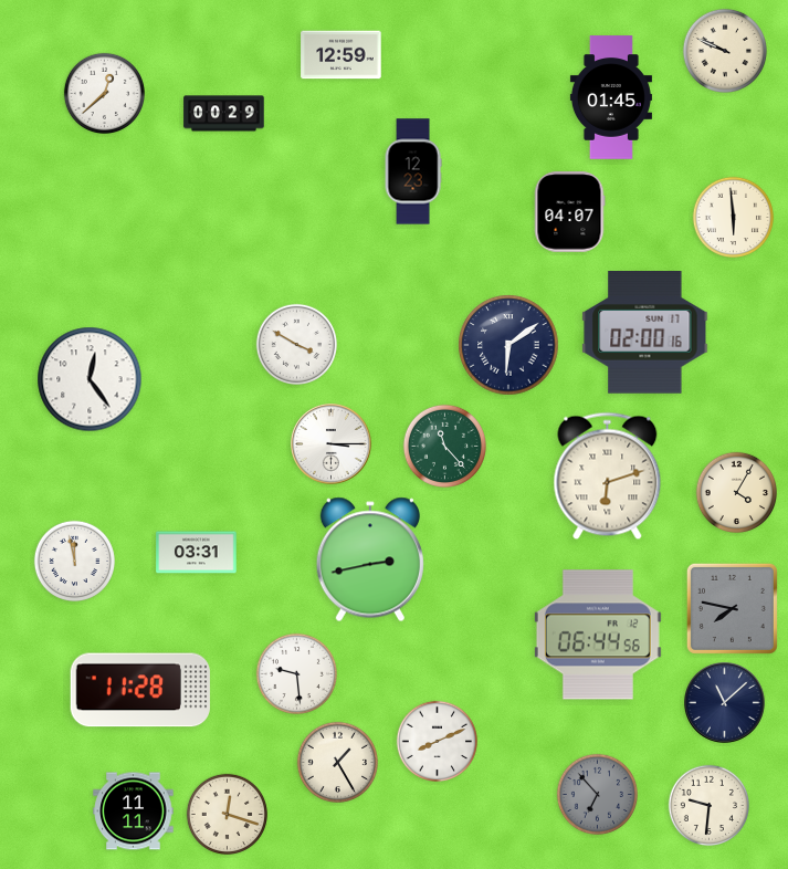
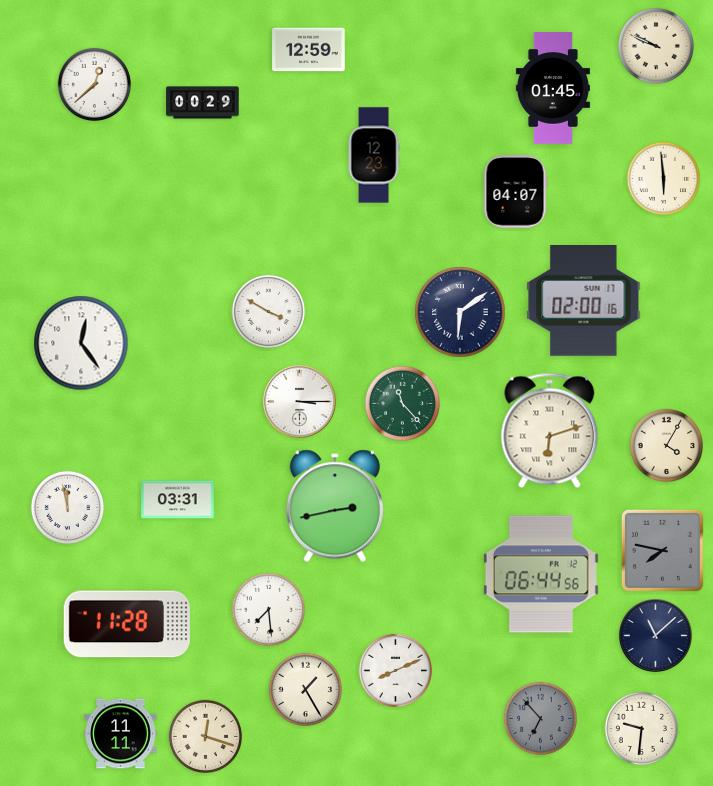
clock at (733, 217) position: (733, 217) -> (663, 178)
clock at (296, 673): 9:29 -> 7:29
